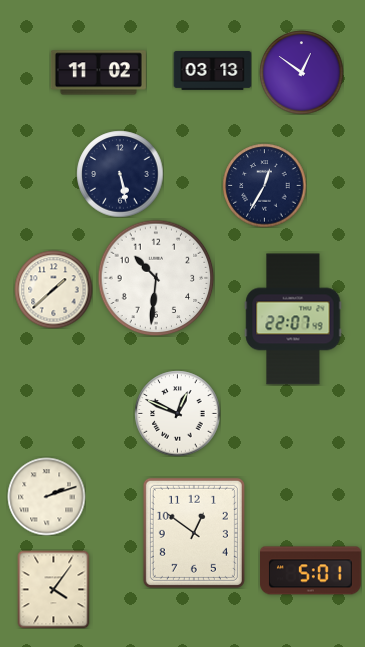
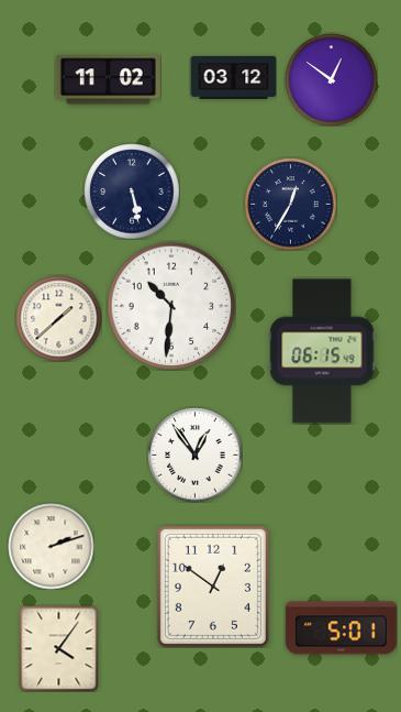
clock at (212, 70): 03:13 -> 03:12
clock at (293, 319): 22:07 -> 06:15
clock at (177, 413): 12:49 -> 12:54
